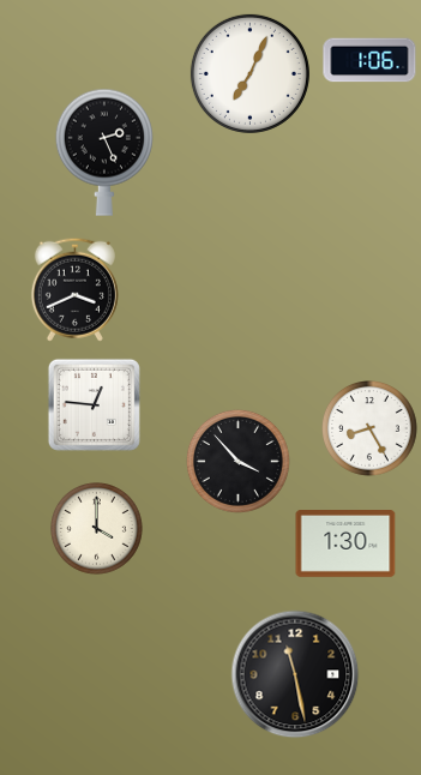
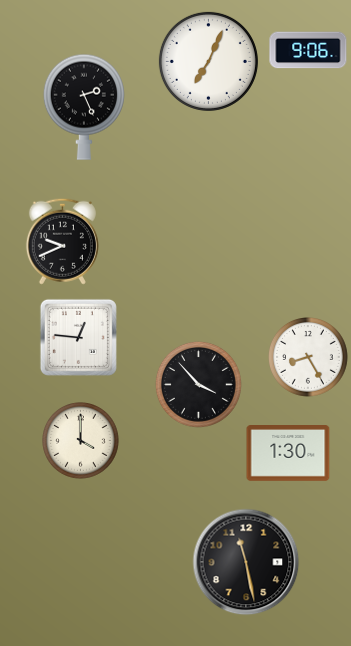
clock at (369, 60): 1:06 -> 9:06
clock at (104, 152) position: (104, 152) -> (84, 107)
clock at (74, 289): 3:41 -> 9:41
